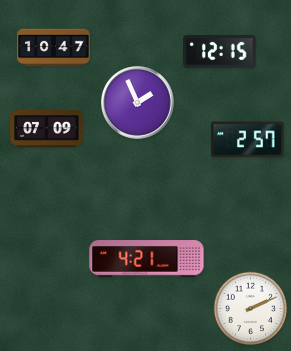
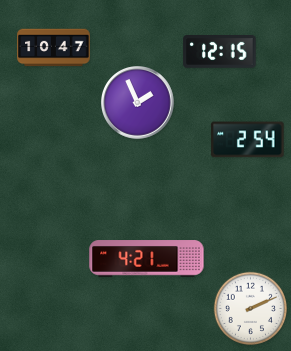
clock at (47, 128): 07:09 -> none
clock at (248, 140): 2:57 -> 2:54
